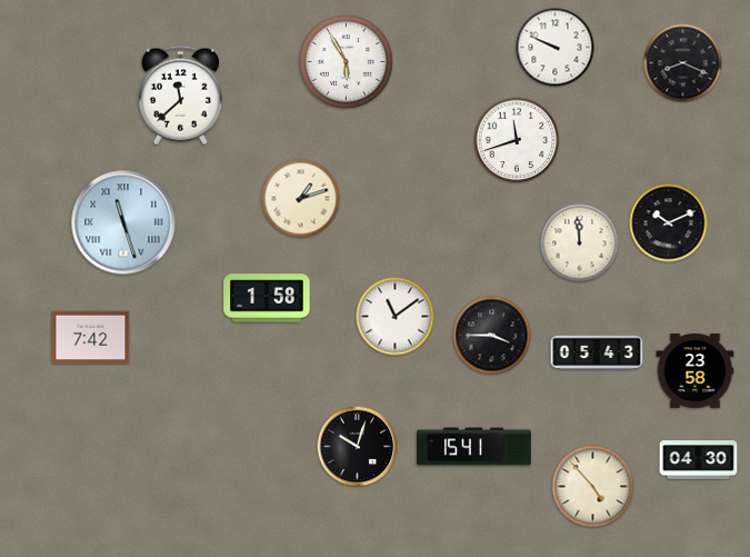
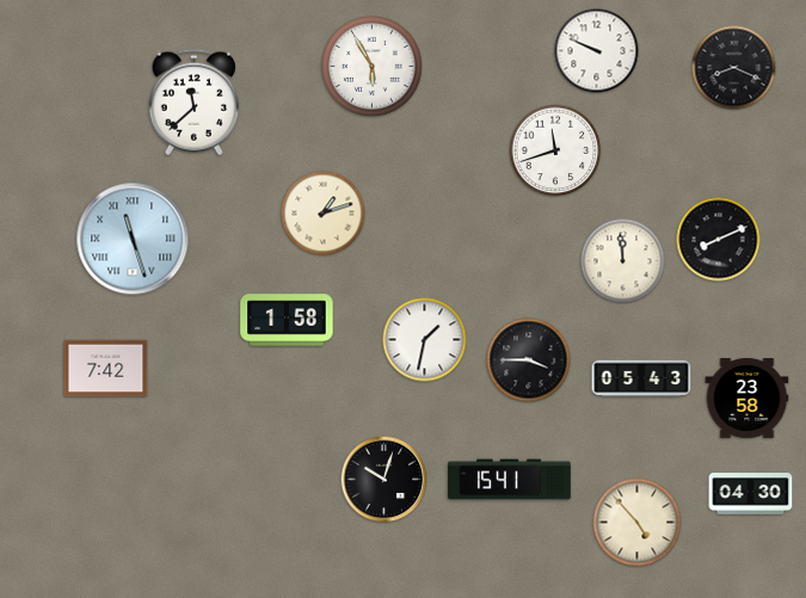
clock at (669, 223): 10:11 -> 8:11
clock at (396, 317): 11:09 -> 1:32
clock at (91, 338) position: (91, 338) -> (106, 369)
